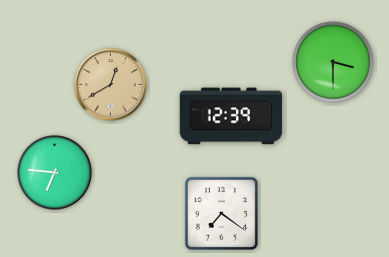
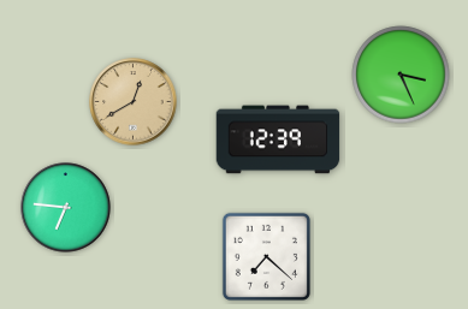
clock at (333, 62): 3:30 -> 3:26
clock at (221, 213): 7:21 -> 7:22
